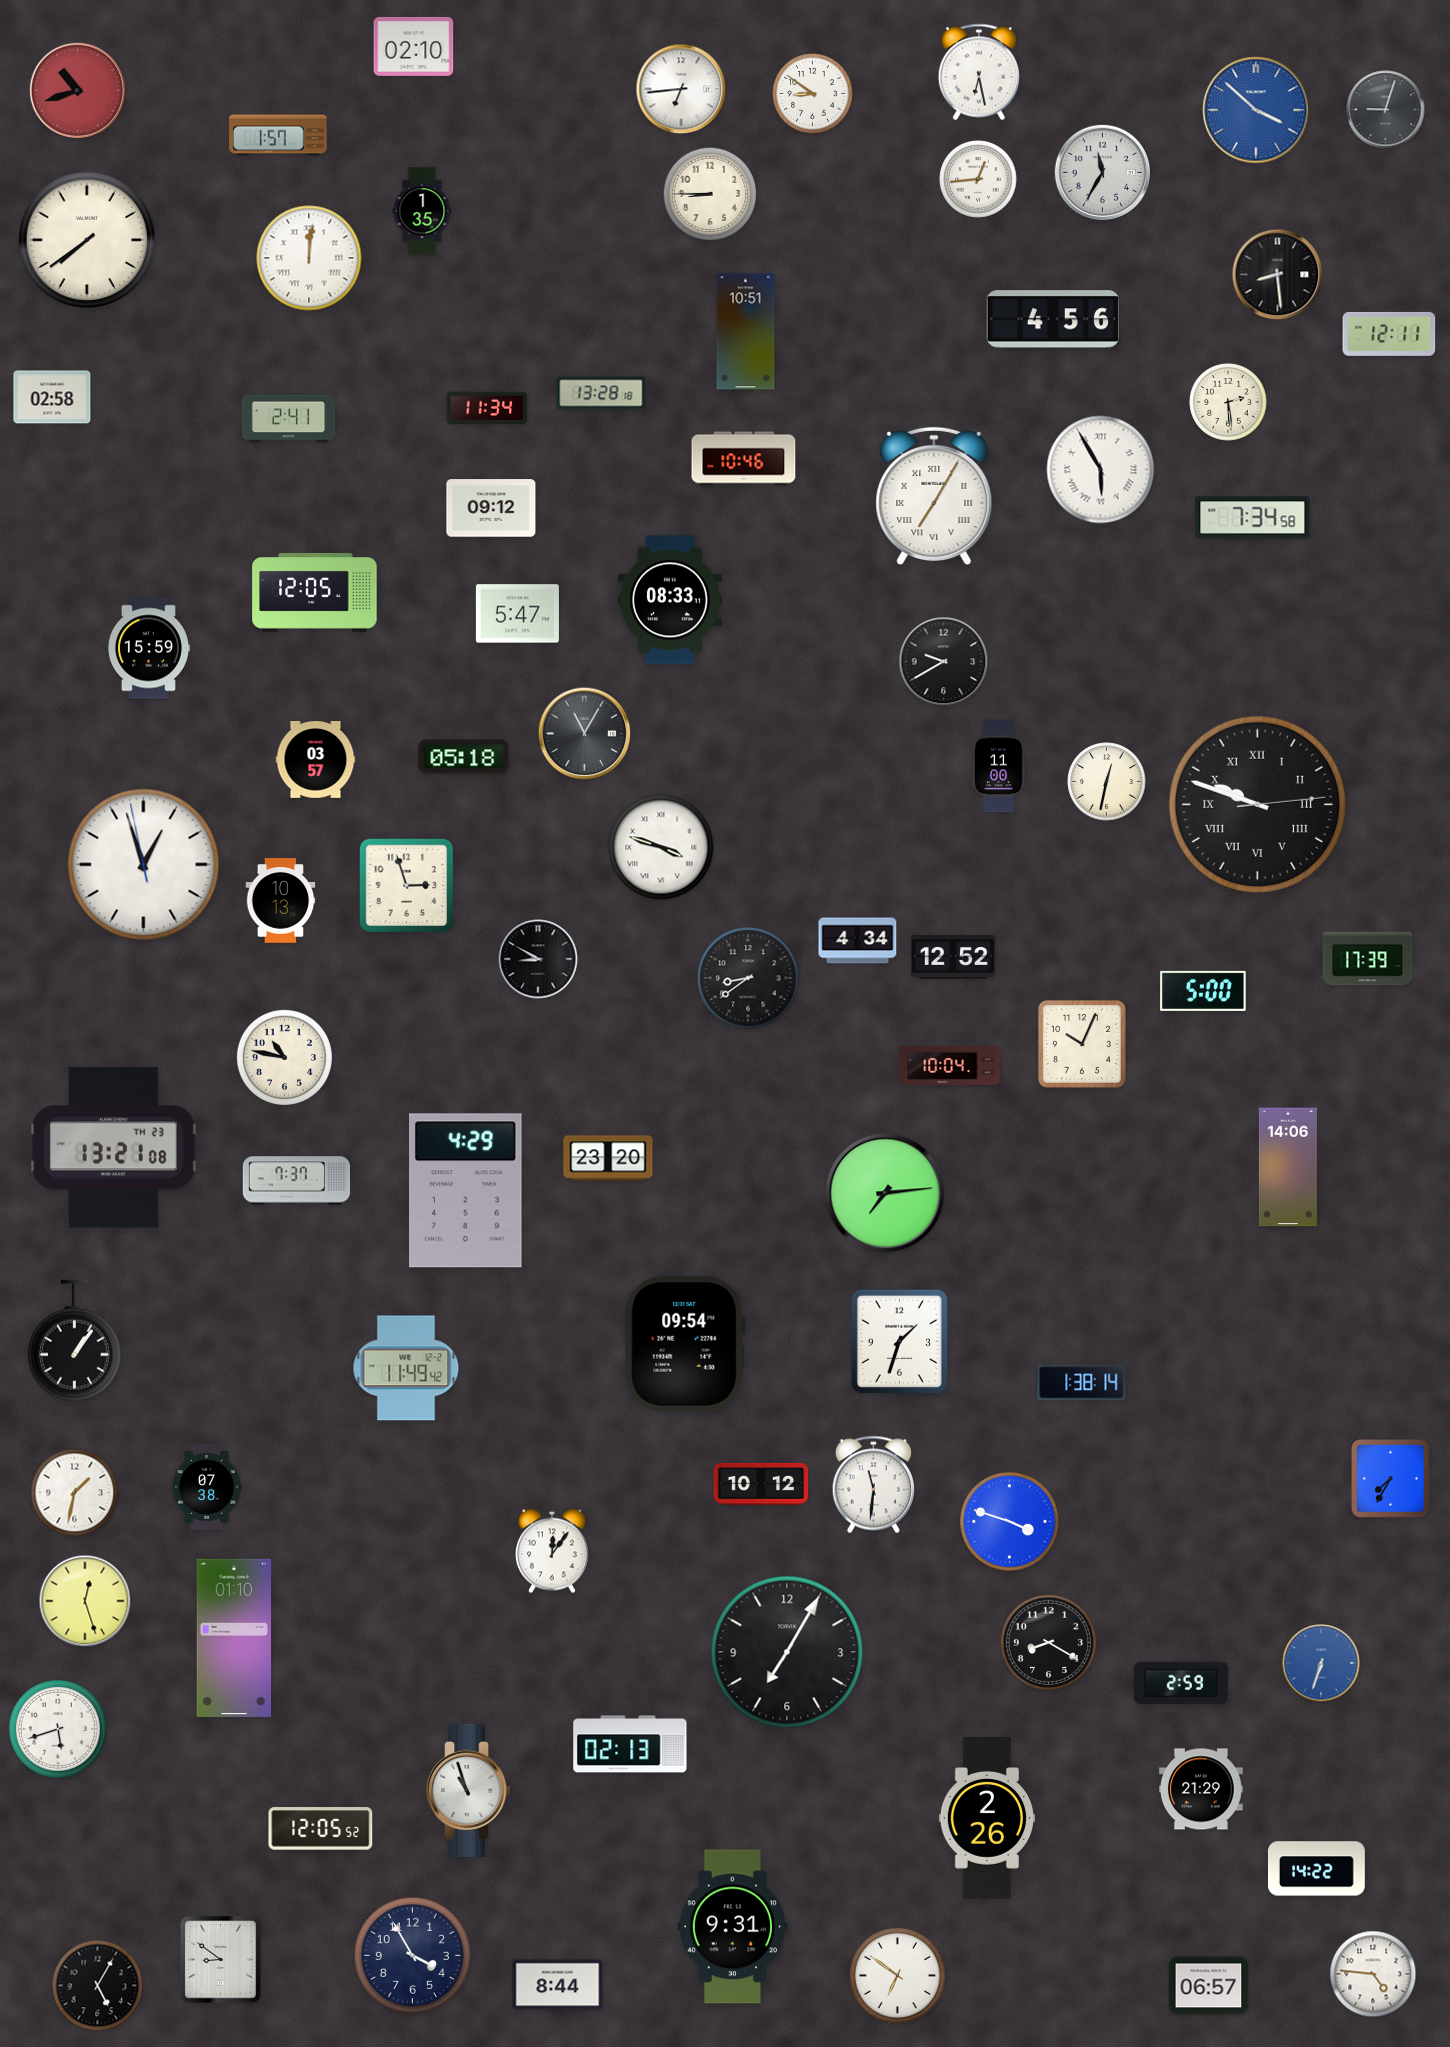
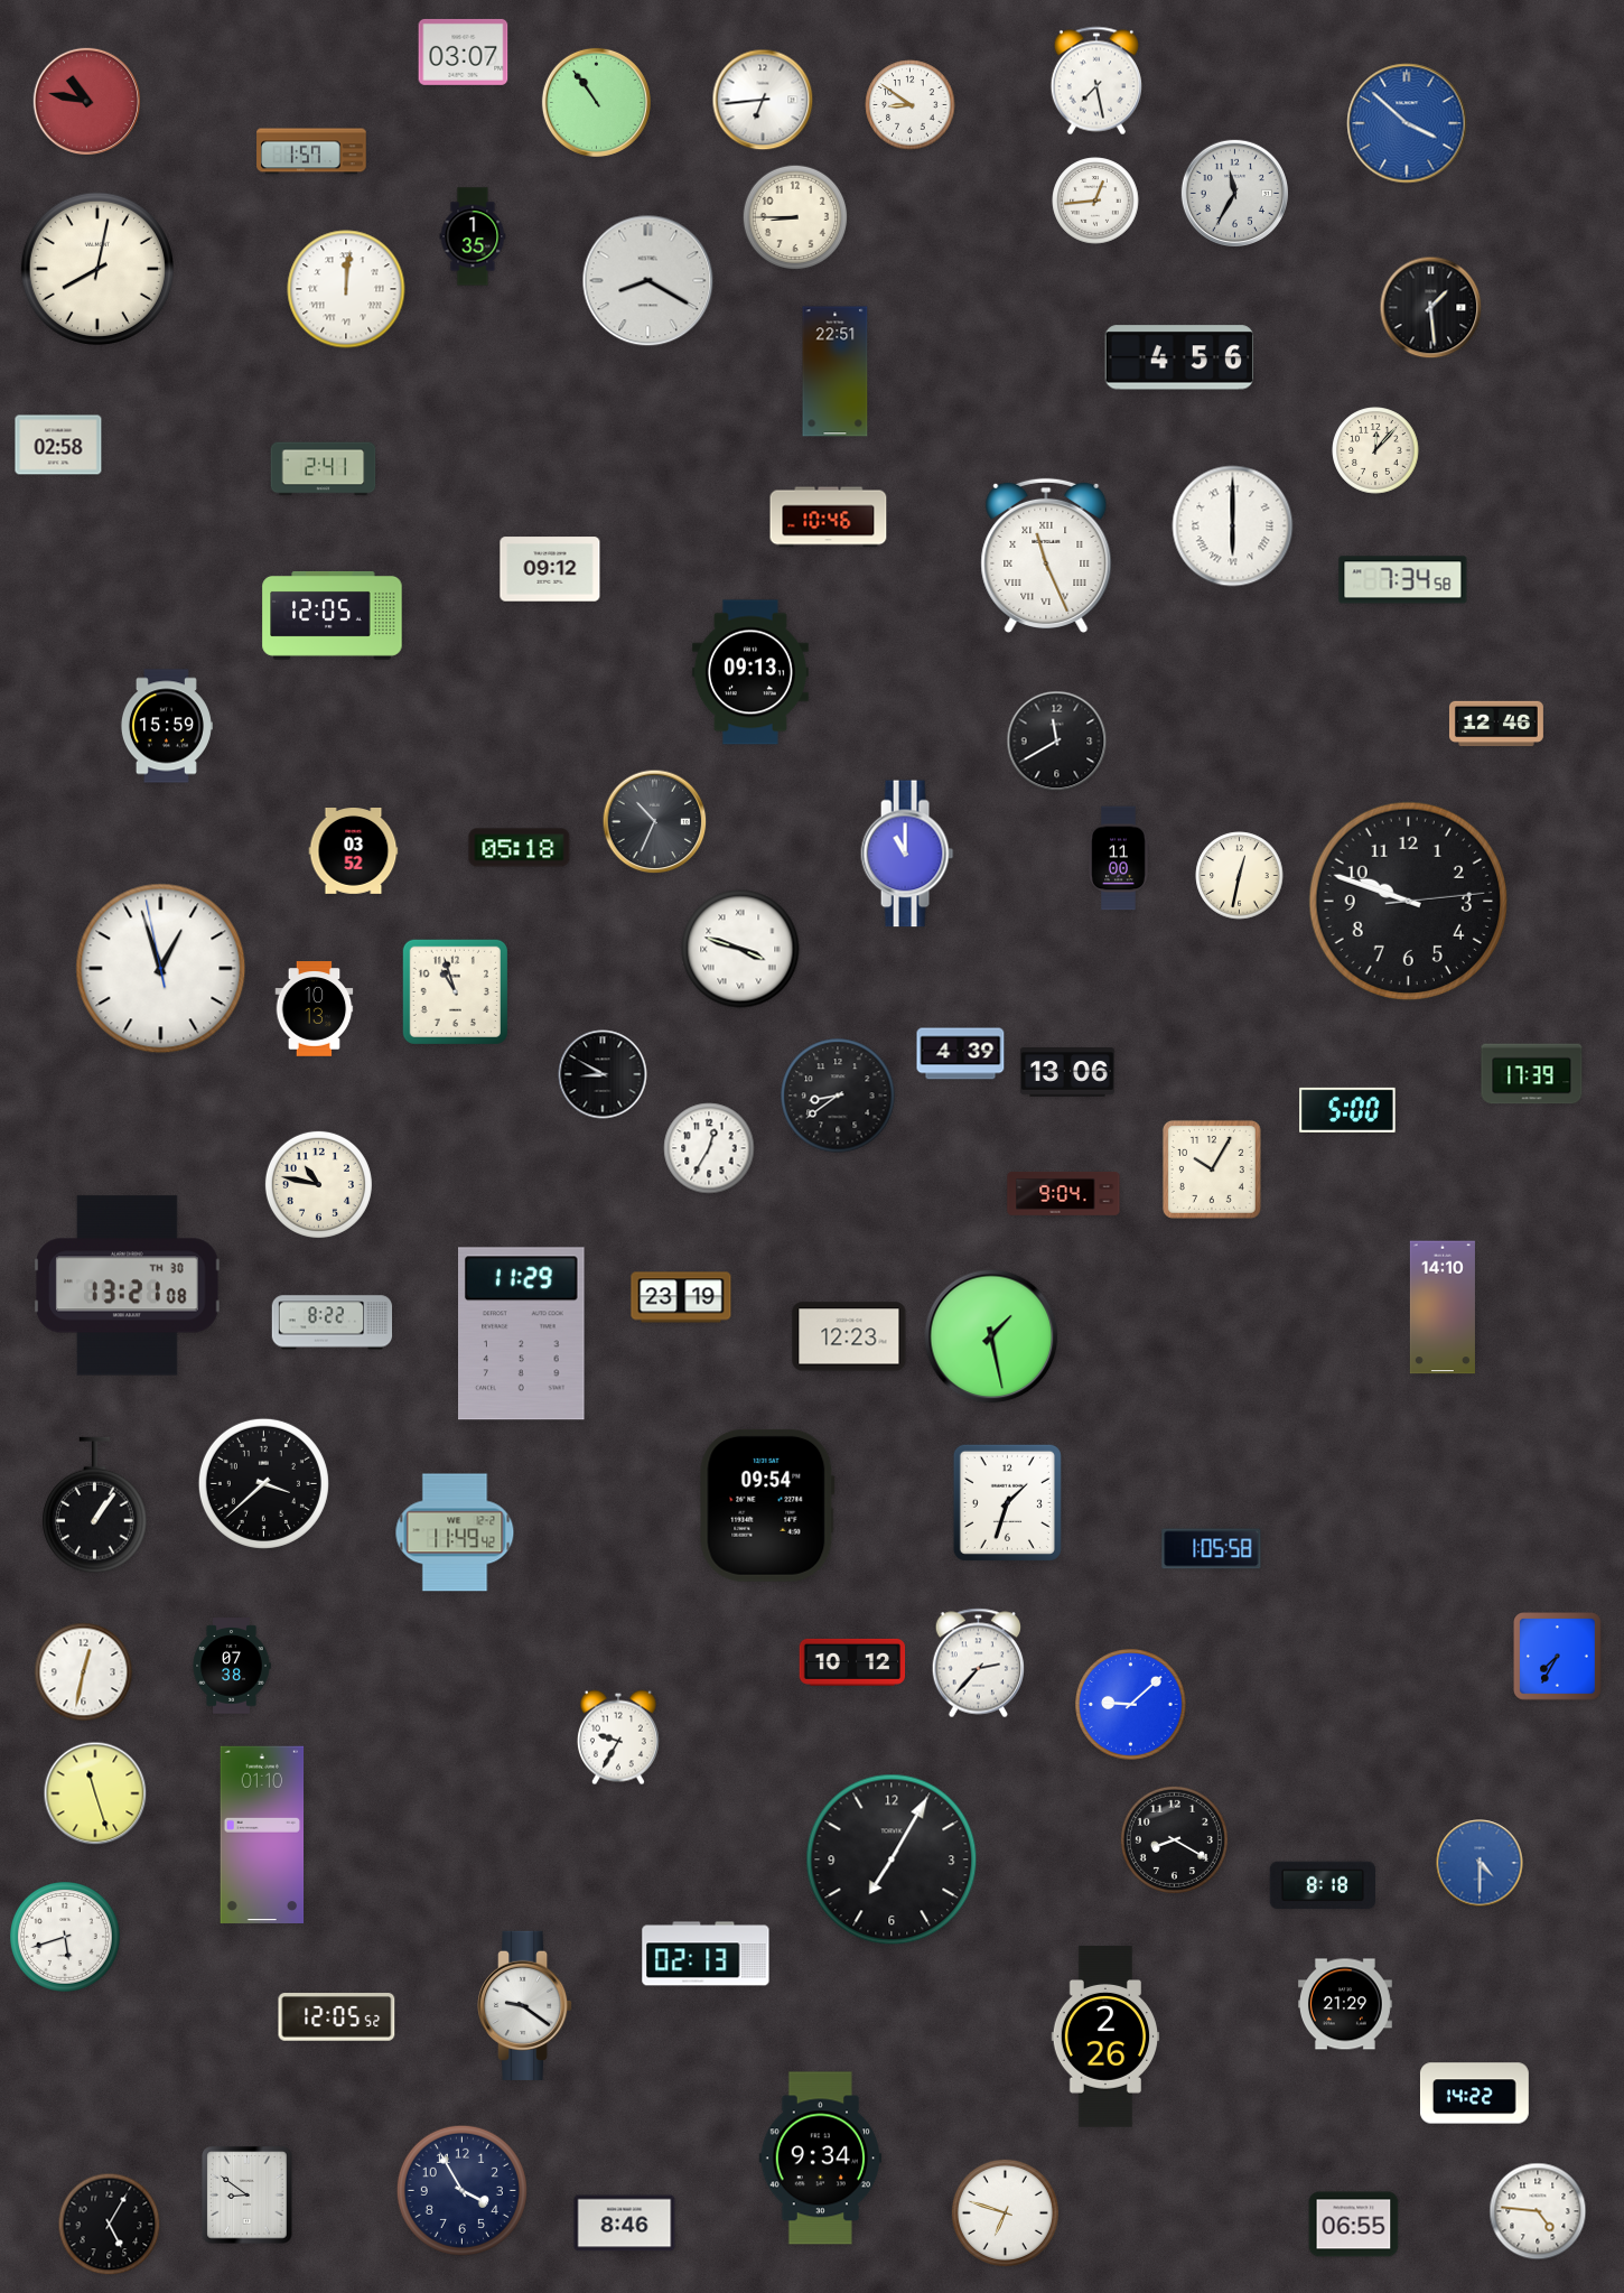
clock at (414, 46): 02:10 -> 03:07
clock at (979, 72): 6:28 -> 7:28
clock at (77, 90): 10:42 -> 10:47
clock at (596, 102): none -> 10:54
clock at (1386, 110): 9:03 -> none
clock at (87, 240): 7:39 -> 8:02
clock at (648, 281): none -> 8:20
clock at (1278, 275): 8:29 -> 1:29
clock at (746, 332): 10:51 -> 22:51
clock at (1389, 334): 12:11 -> none
clock at (601, 393): 13:28 -> none
clock at (1228, 402): 2:29 -> 12:07
clock at (487, 408): 11:34 -> none
clock at (744, 459) position: (744, 459) -> (829, 518)
clock at (1101, 470): 5:55 -> 6:00
clock at (934, 496): 7:05 -> 11:26
clock at (315, 592) position: (315, 592) -> (333, 615)
clock at (670, 600): 08:33 -> 09:13
clock at (517, 614): 5:47 -> none
clock at (1496, 724): none -> 12:46
clock at (944, 662): 9:40 -> 11:40
clock at (585, 734): 11:05 -> 10:34
clock at (316, 760): 03:57 -> 03:52
clock at (907, 854): none -> 11:00
clock at (1257, 804) numerals: Roman -> Arabic
clock at (406, 885): 2:57 -> 10:57
clock at (858, 941): 4:34 -> 4:39
clock at (953, 957): 12:52 -> 13:06
clock at (709, 1148): none -> 12:35
clock at (1082, 1044): 10:04 -> 10:05
clock at (950, 1065): 10:04 -> 9:04
clock at (114, 1148) date: TH 23 -> TH 30
clock at (608, 1158): 23:20 -> 23:19
clock at (1288, 1167): 14:06 -> 14:10
clock at (297, 1181): 7:37 -> 8:22
clock at (466, 1191): 4:29 -> 11:29
clock at (849, 1336): none -> 12:23
clock at (885, 1193): 7:14 -> 1:28
clock at (263, 1483): none -> 3:38
clock at (75, 1341) position: (75, 1341) -> (95, 1506)
clock at (1082, 1383): 1:38 -> 1:05
clock at (873, 1485): 11:31 -> 2:37
clock at (75, 1493): 1:32 -> 12:32
clock at (1010, 1522): 3:48 -> 9:08
clock at (552, 1551): 12:06 -> 9:35
clock at (85, 1601): 12:27 -> 11:27
clock at (787, 1652) position: (787, 1652) -> (892, 1859)
clock at (1321, 1663): 6:33 -> 4:30
clock at (1181, 1683): 2:59 -> 8:18
clock at (470, 1790): 10:57 -> 9:21
clock at (321, 1829) position: (321, 1829) -> (337, 2017)
clock at (732, 1927): 9:31 -> 9:34
clock at (897, 1975): 6:51 -> 6:48
clock at (558, 1985): 8:44 -> 8:46
clock at (1209, 1986): 06:57 -> 06:55
